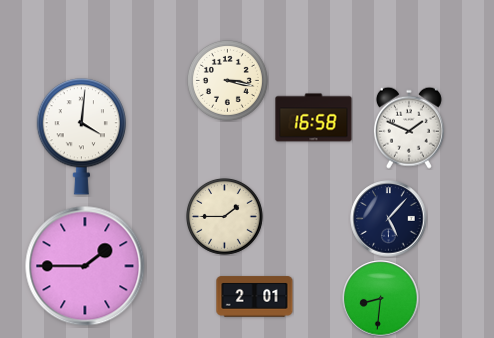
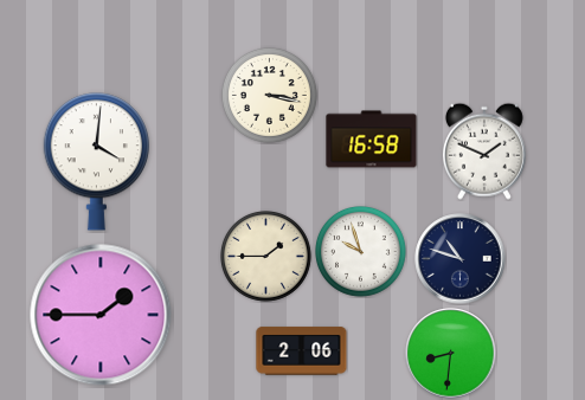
clock at (361, 252): none -> 9:57
clock at (389, 219): 5:07 -> 10:48
clock at (255, 297): 2:01 -> 2:06
